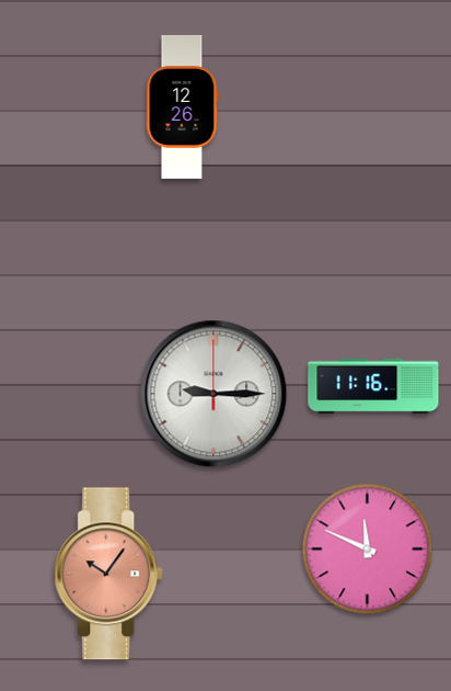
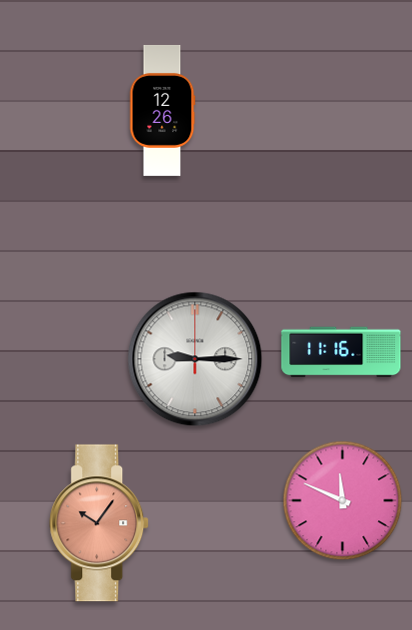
clock at (182, 106) position: (182, 106) -> (162, 110)
clock at (368, 550) position: (368, 550) -> (343, 501)
